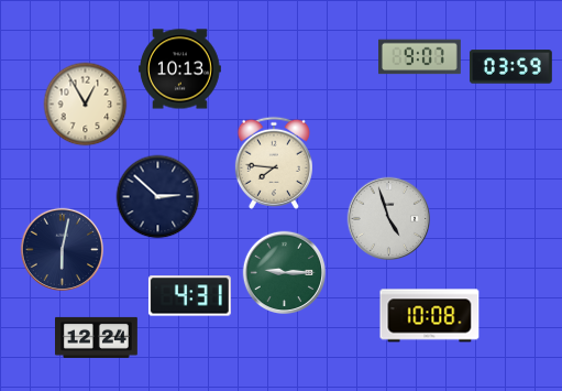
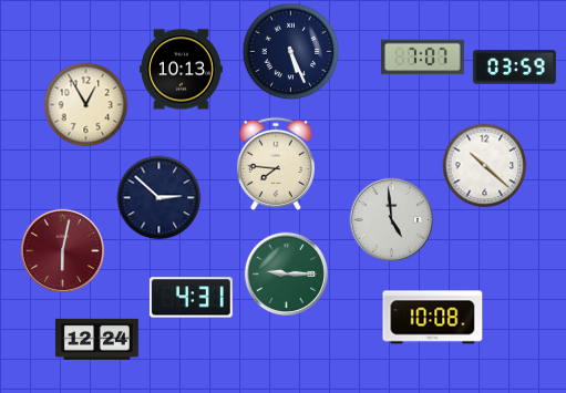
clock at (291, 52): none -> 5:26
clock at (420, 57): 9:07 -> 7:07
clock at (485, 166): none -> 10:22
clock at (388, 218): 4:57 -> 4:59
clock at (62, 249) dial: navy -> burgundy
